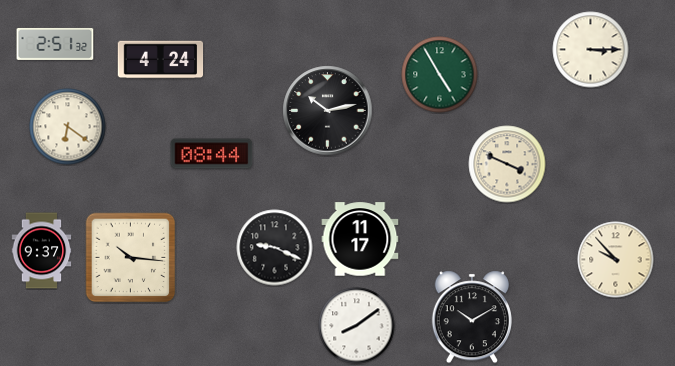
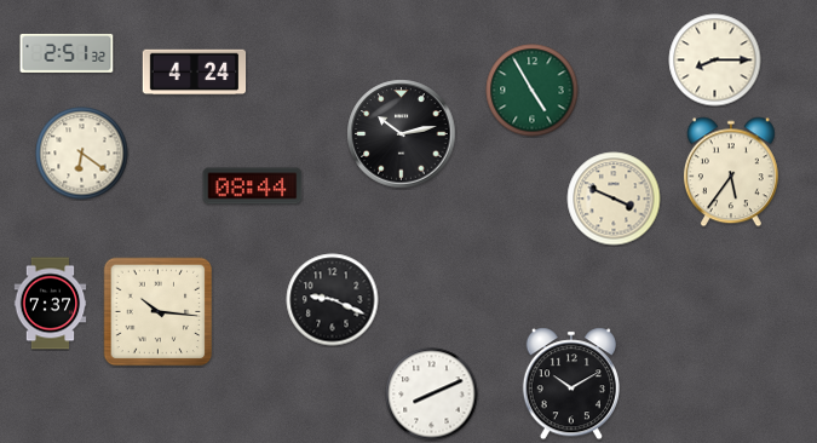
clock at (591, 50): 3:15 -> 8:15
clock at (328, 111) position: (328, 111) -> (402, 134)
clock at (731, 172): none -> 5:36
clock at (212, 154) position: (212, 154) -> (253, 186)
clock at (360, 239): 11:17 -> none
clock at (42, 251): 9:37 -> 7:37
clock at (616, 260): 9:53 -> none
clock at (357, 326): 8:09 -> 8:11
